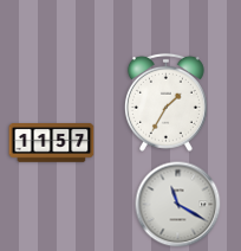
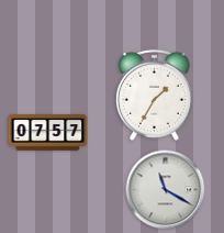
clock at (52, 143): 11:57 -> 07:57
